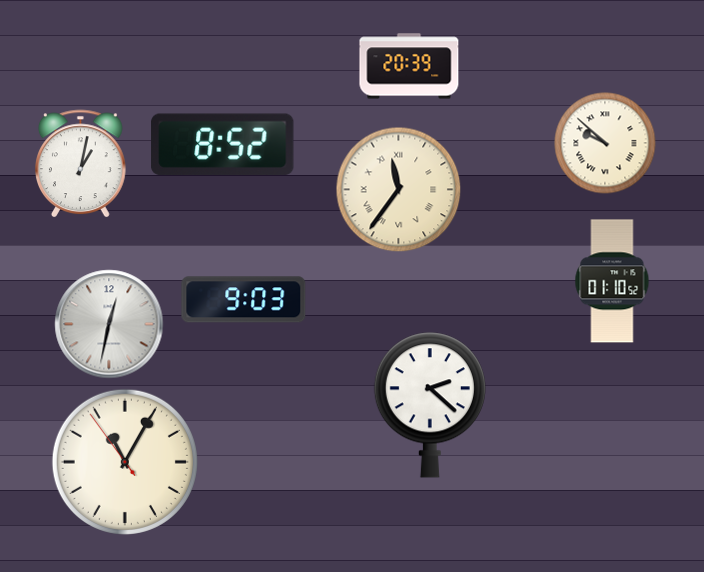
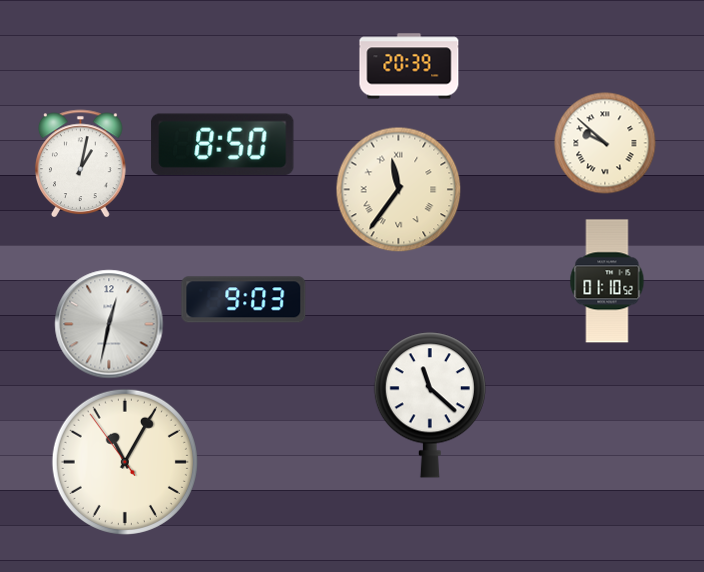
clock at (223, 144): 8:52 -> 8:50
clock at (612, 281) position: (612, 281) -> (607, 281)
clock at (430, 405): 2:22 -> 11:22
